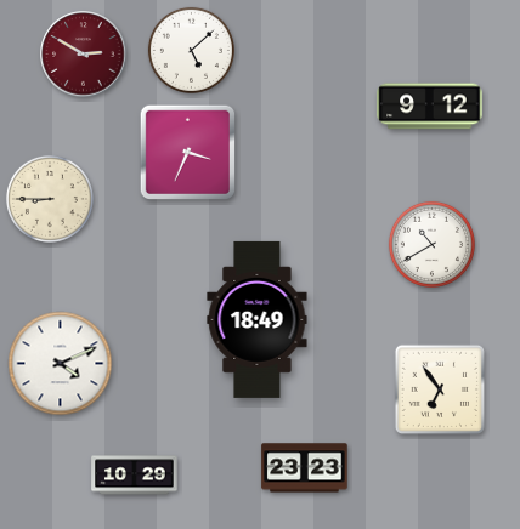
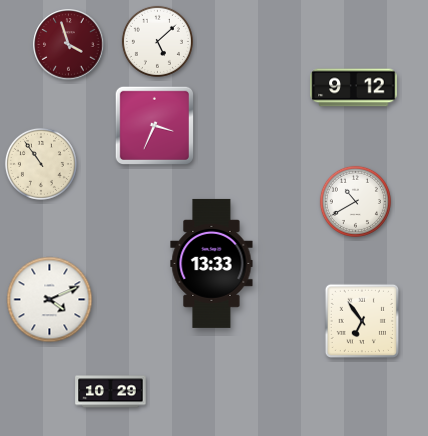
clock at (84, 55): 2:50 -> 3:57
clock at (50, 199): 8:45 -> 10:54
clock at (258, 319): 18:49 -> 13:33
clock at (305, 468): 23:23 -> none
